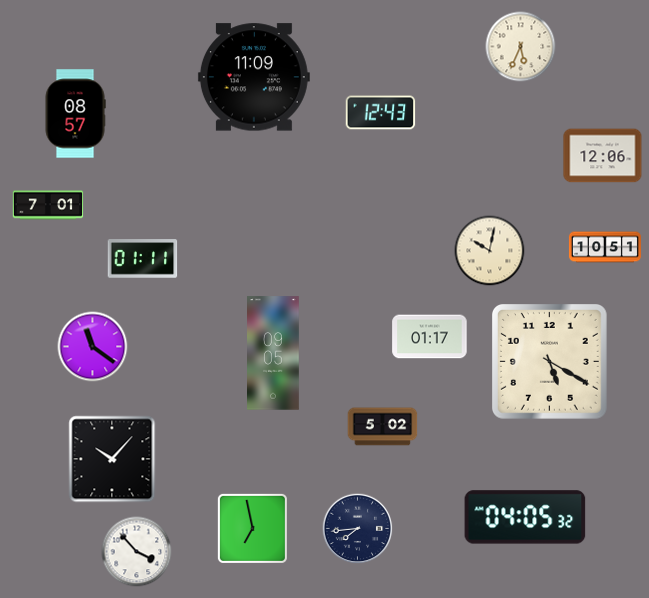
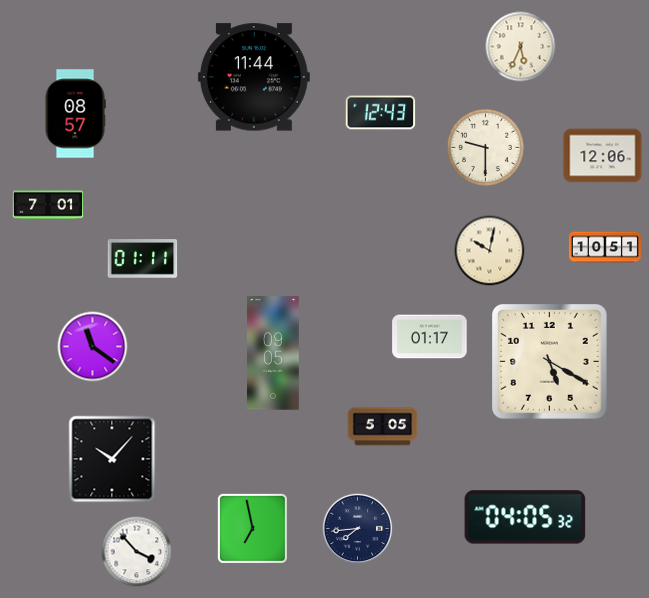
clock at (254, 77): 11:09 -> 11:44
clock at (485, 147): none -> 9:30
clock at (383, 427): 5:02 -> 5:05
